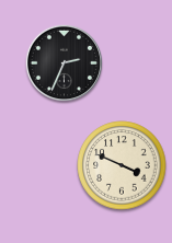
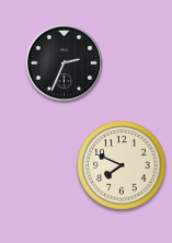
clock at (122, 165): 3:49 -> 7:49
